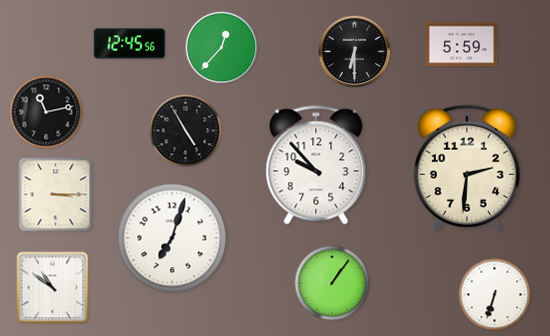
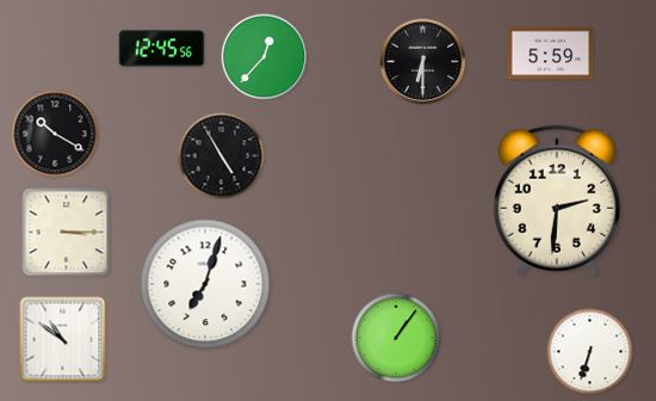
clock at (130, 44) position: (130, 44) -> (162, 49)
clock at (46, 112): 11:13 -> 10:20
clock at (316, 165): 9:53 -> none
clock at (53, 288) position: (53, 288) -> (63, 340)
